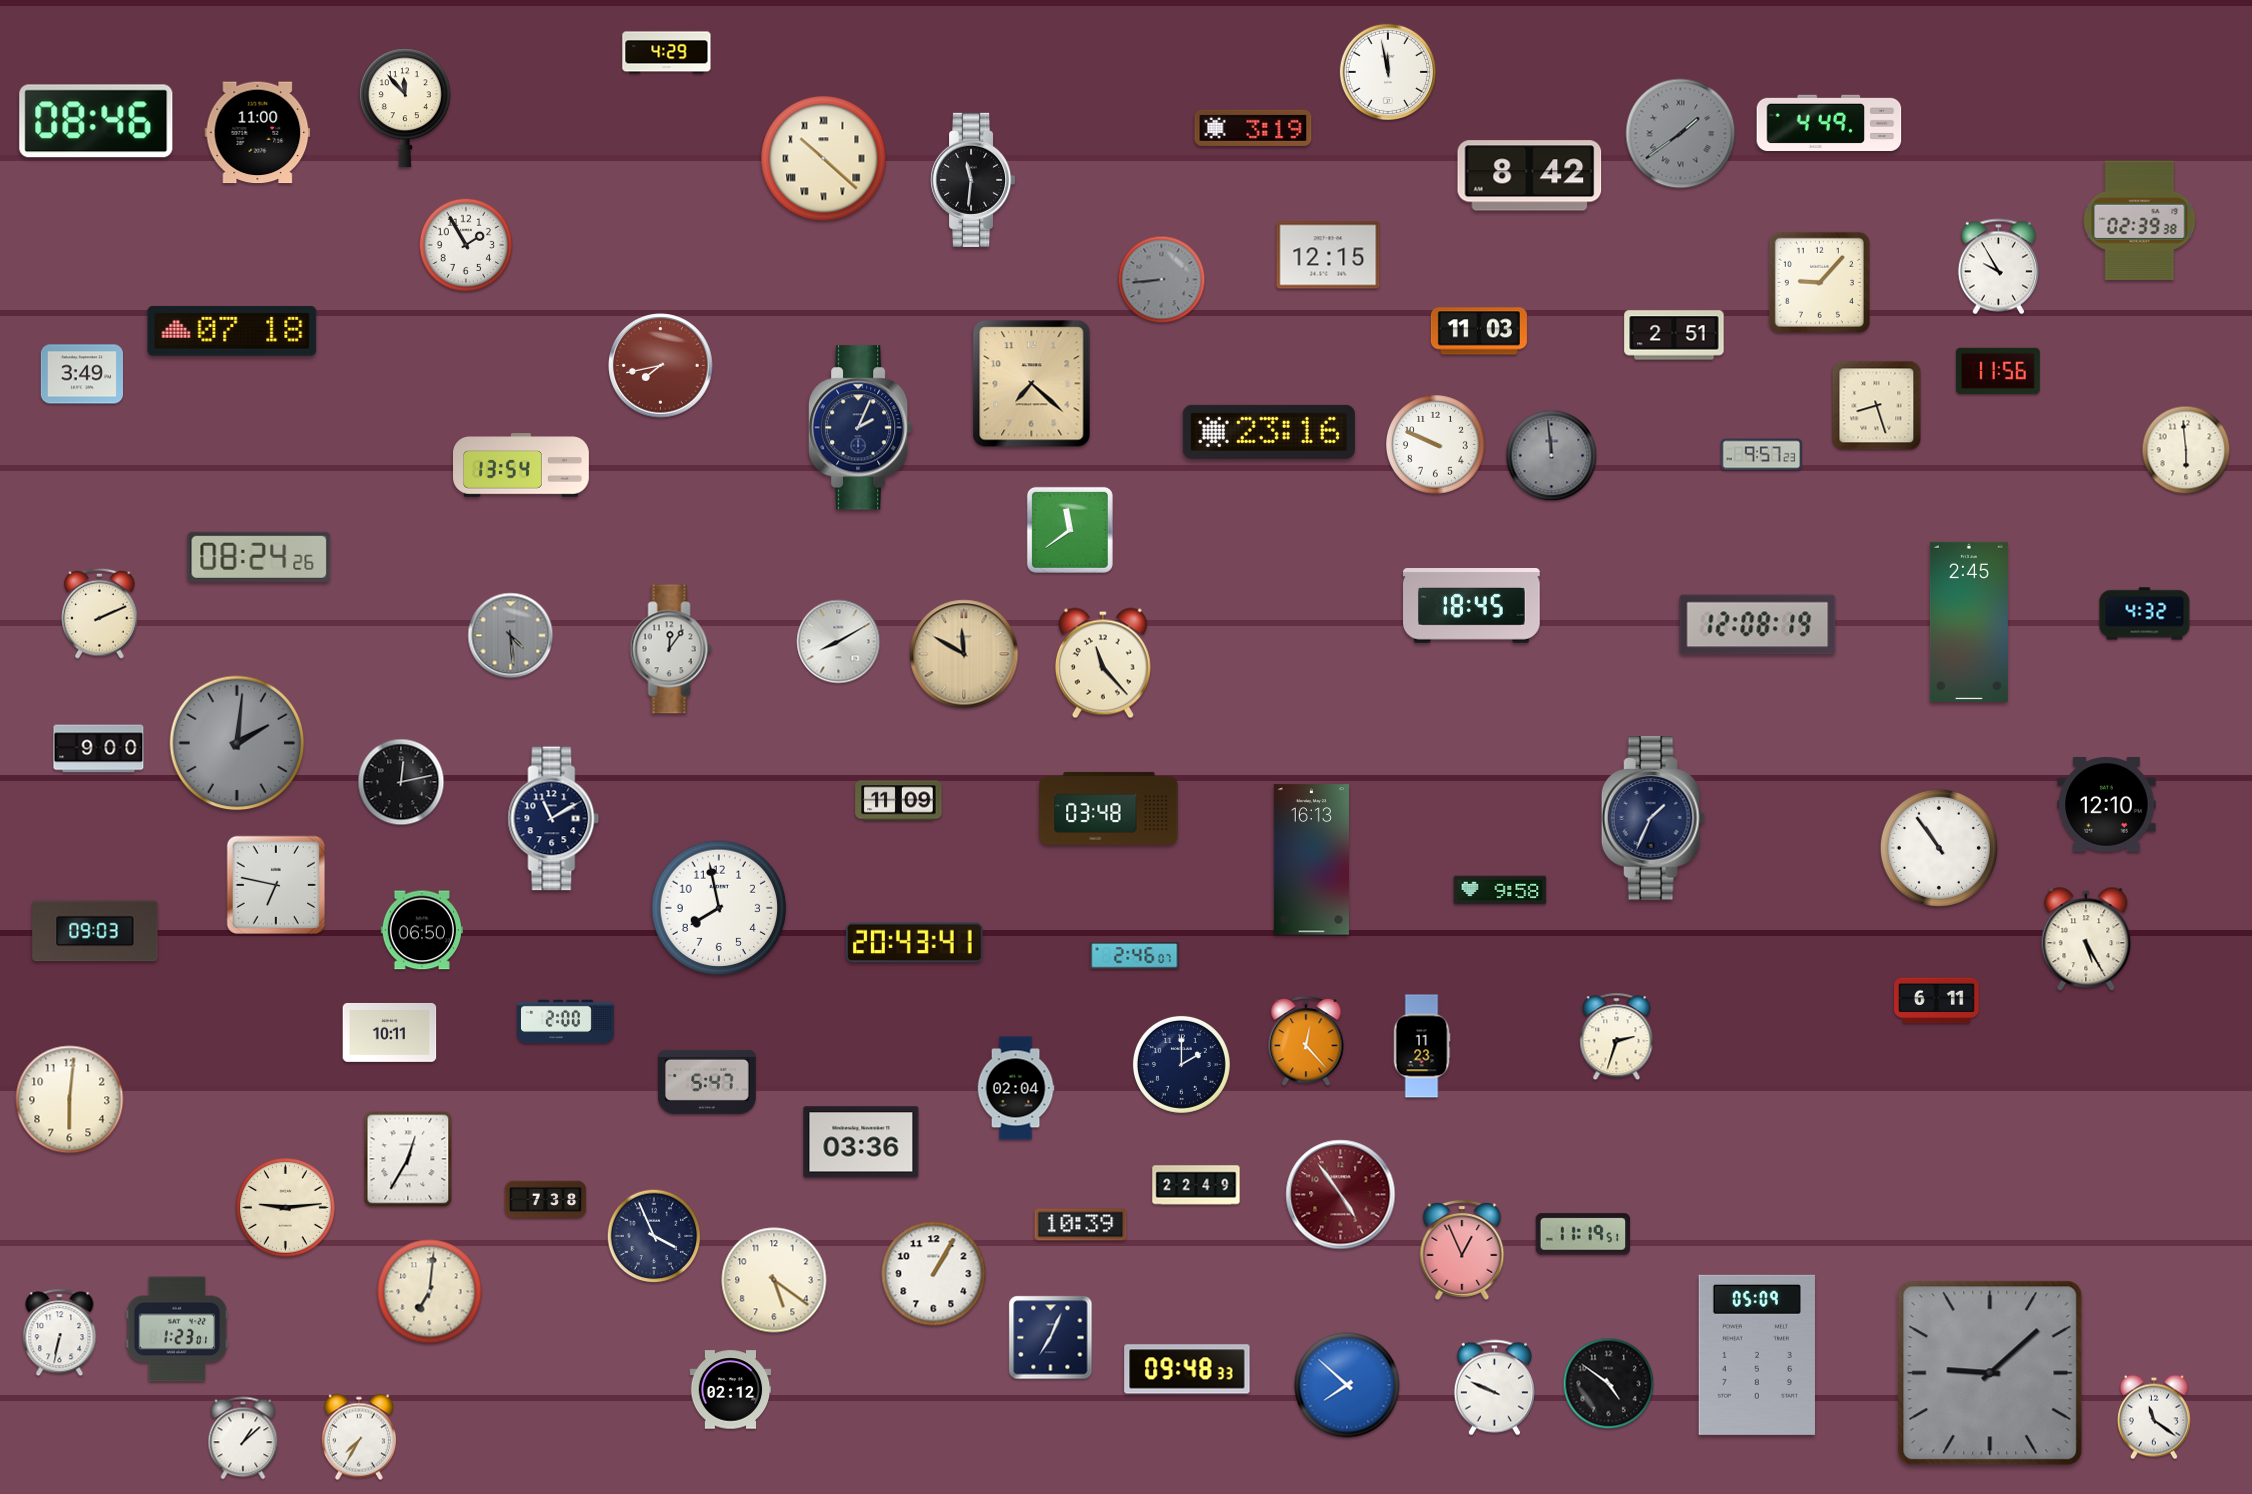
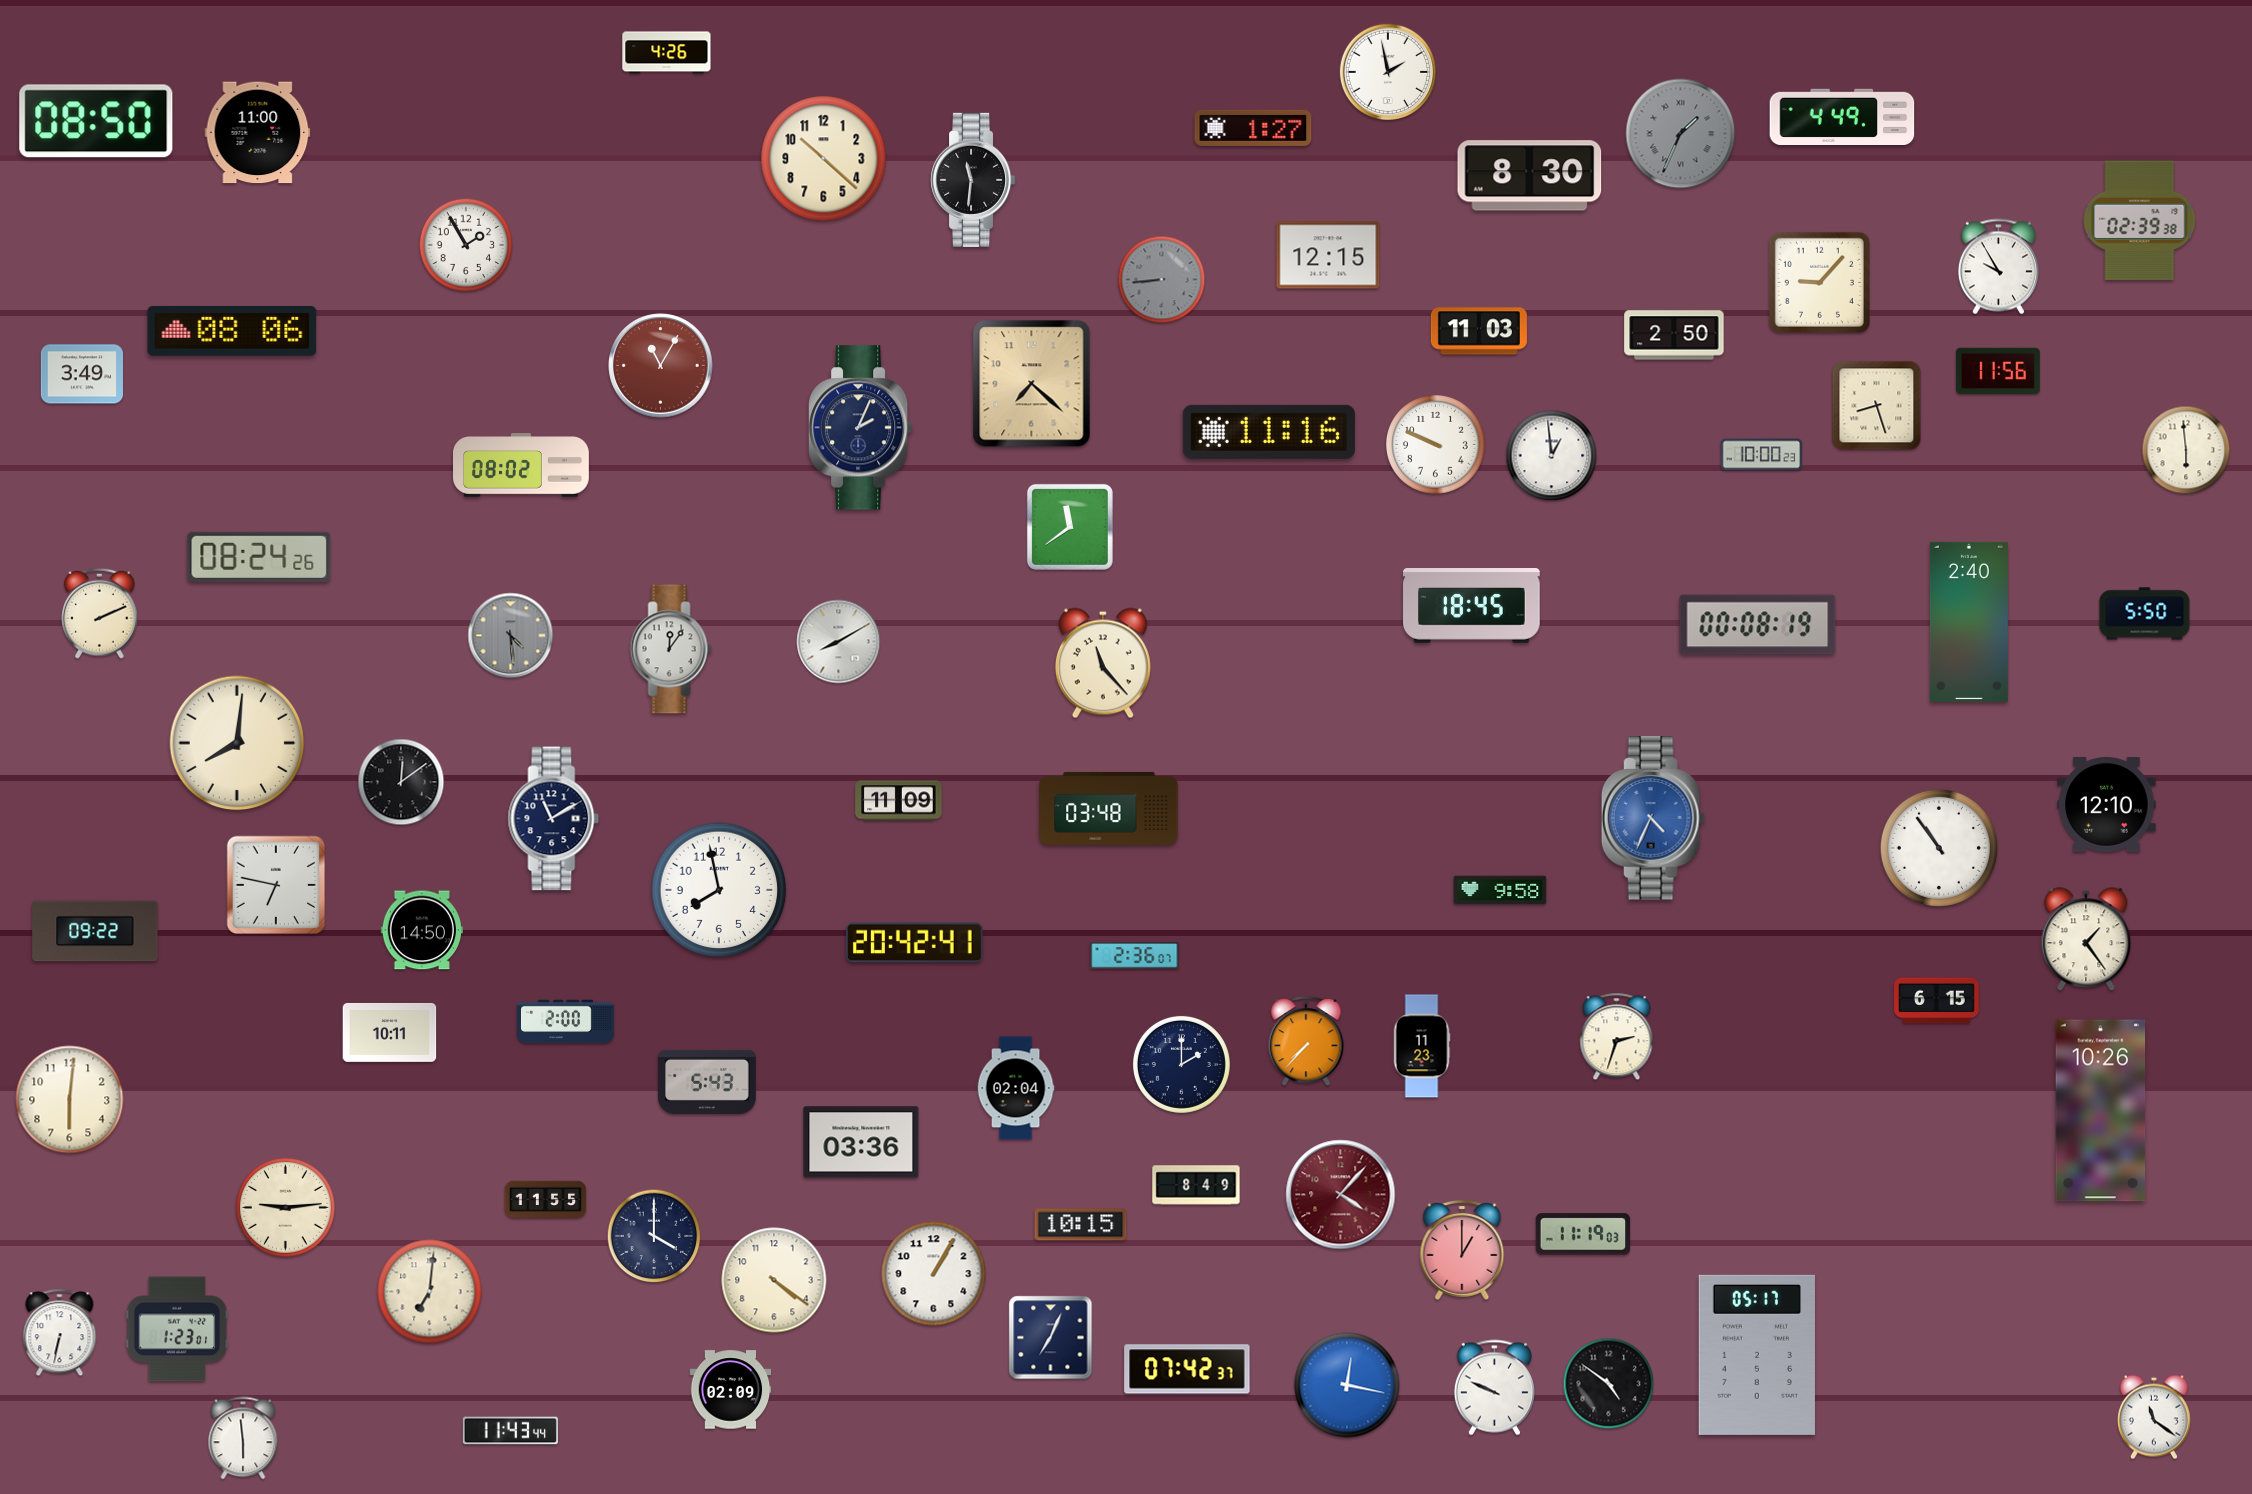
clock at (667, 53): 4:29 -> 4:26
clock at (1388, 72): 11:58 -> 1:58
clock at (405, 108): 11:53 -> none
clock at (96, 121): 08:46 -> 08:50
clock at (1829, 122) position: (1829, 122) -> (1842, 116)
clock at (1253, 128): 3:19 -> 1:27
clock at (1681, 134): 1:39 -> 1:34
clock at (824, 159) numerals: Roman -> Arabic
clock at (1530, 176): 8:42 -> 8:30
clock at (232, 331): 07:18 -> 08:06
clock at (1674, 335): 2:51 -> 2:50
clock at (661, 366): 7:43 -> 11:05
clock at (1269, 432): 23:16 -> 11:16
clock at (1762, 455): 9:57 -> 10:00
clock at (1552, 456): 11:59 -> 12:59
clock at (1552, 456) dial: grey -> white
clock at (522, 465): 13:54 -> 08:02
clock at (1070, 530) position: (1070, 530) -> (1070, 527)
clock at (2145, 614): 4:32 -> 5:50
clock at (1969, 622): 2:45 -> 2:40
clock at (1758, 625): 12:08 -> 00:08
clock at (964, 654): 11:50 -> none
clock at (237, 743): 2:01 -> 8:01
clock at (237, 743) dial: grey -> cream
clock at (99, 749): 9:00 -> none
clock at (401, 782): 12:13 -> 12:09
clock at (1653, 818): 1:34 -> 4:34
clock at (1653, 818) dial: navy -> blue
clock at (1311, 860): 16:13 -> none
clock at (719, 908) position: (719, 908) -> (719, 890)
clock at (422, 930): 06:50 -> 14:50
clock at (95, 931): 09:03 -> 09:22
clock at (2086, 940): 5:25 -> 1:24
clock at (915, 943): 20:43 -> 20:42
clock at (1135, 956): 2:46 -> 2:36
clock at (1937, 1001): 6:11 -> 6:15
clock at (1306, 1041): 12:23 -> 7:37
clock at (707, 1082): 5:47 -> 5:43
clock at (2101, 1111): none -> 10:26
clock at (408, 1159): 12:35 -> none
clock at (1196, 1185): 22:49 -> 8:49
clock at (1341, 1195): 4:54 -> 4:07
clock at (546, 1200): 7:38 -> 11:55
clock at (1081, 1225): 10:39 -> 10:15
clock at (1583, 1234): 11:19:51 -> 11:19:03
clock at (654, 1236): 3:56 -> 4:00
clock at (1462, 1251): 12:56 -> 1:00
clock at (774, 1280): 5:21 -> 4:21
clock at (1757, 1355): 05:09 -> 05:17
clock at (1187, 1369): 09:48 -> 07:42
clock at (1990, 1373): 9:08 -> none
clock at (1347, 1385): 7:52 -> 12:17
clock at (731, 1390): 02:12 -> 02:09
clock at (510, 1431): none -> 11:43
clock at (359, 1437): 7:35 -> none
clock at (243, 1438): 1:08 -> 5:59
